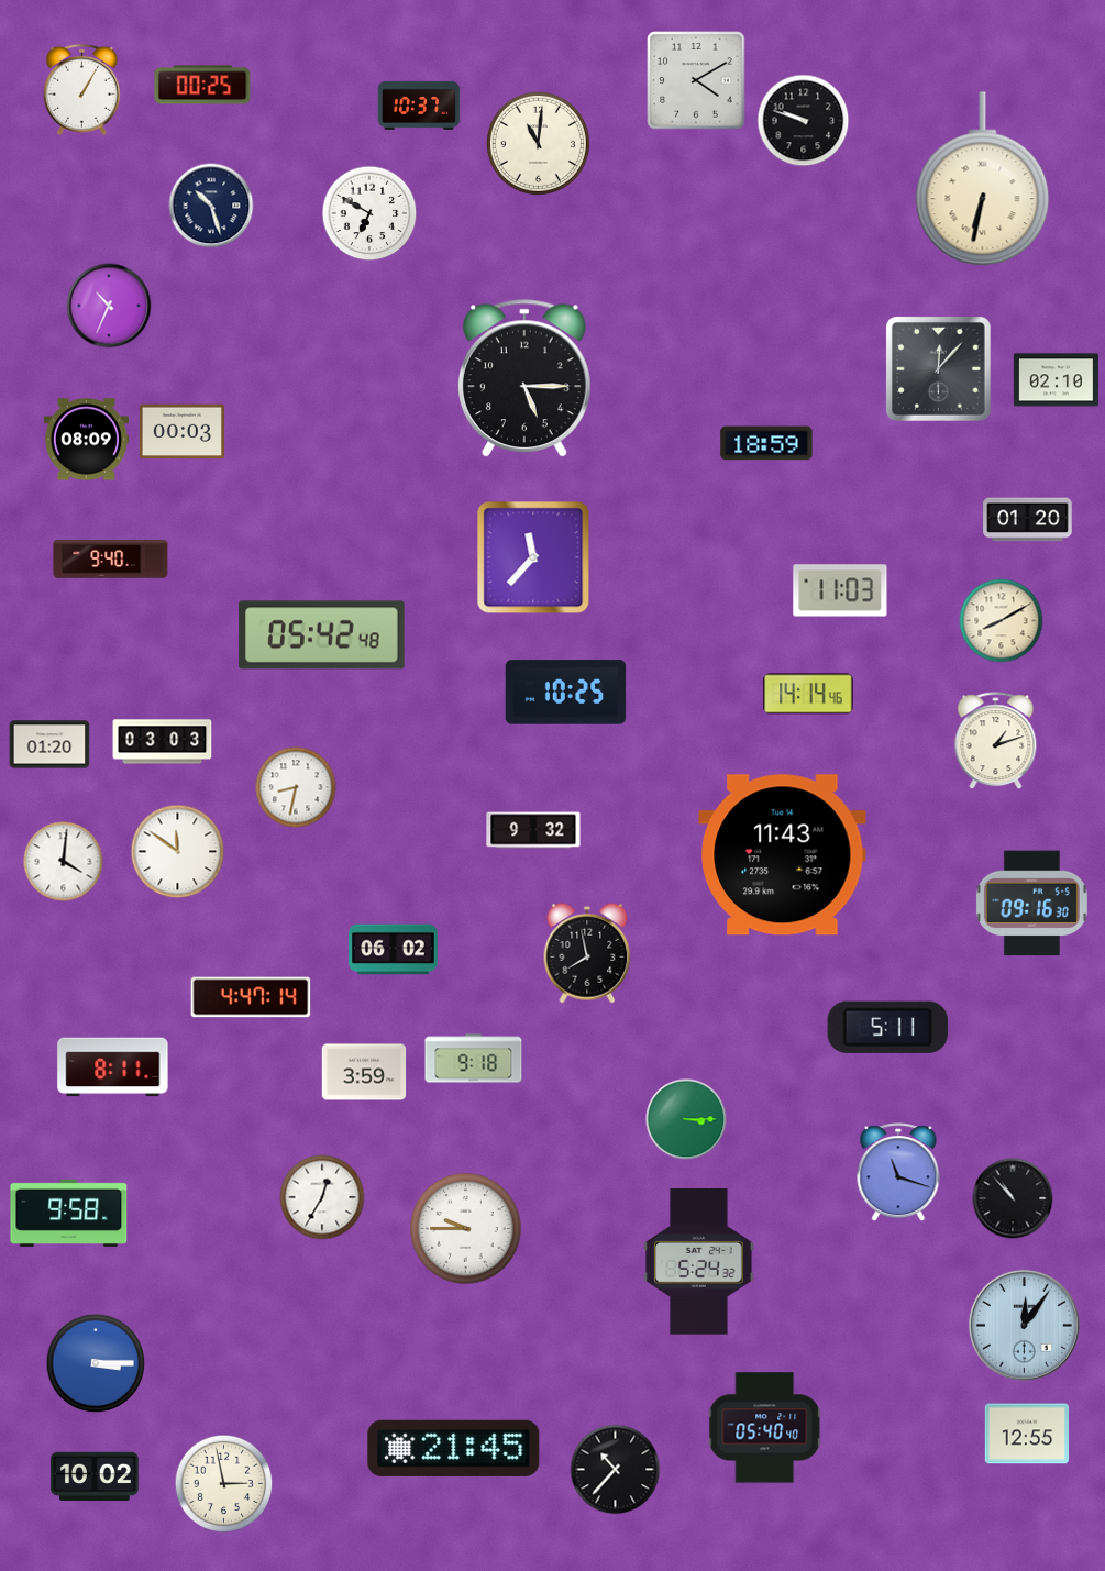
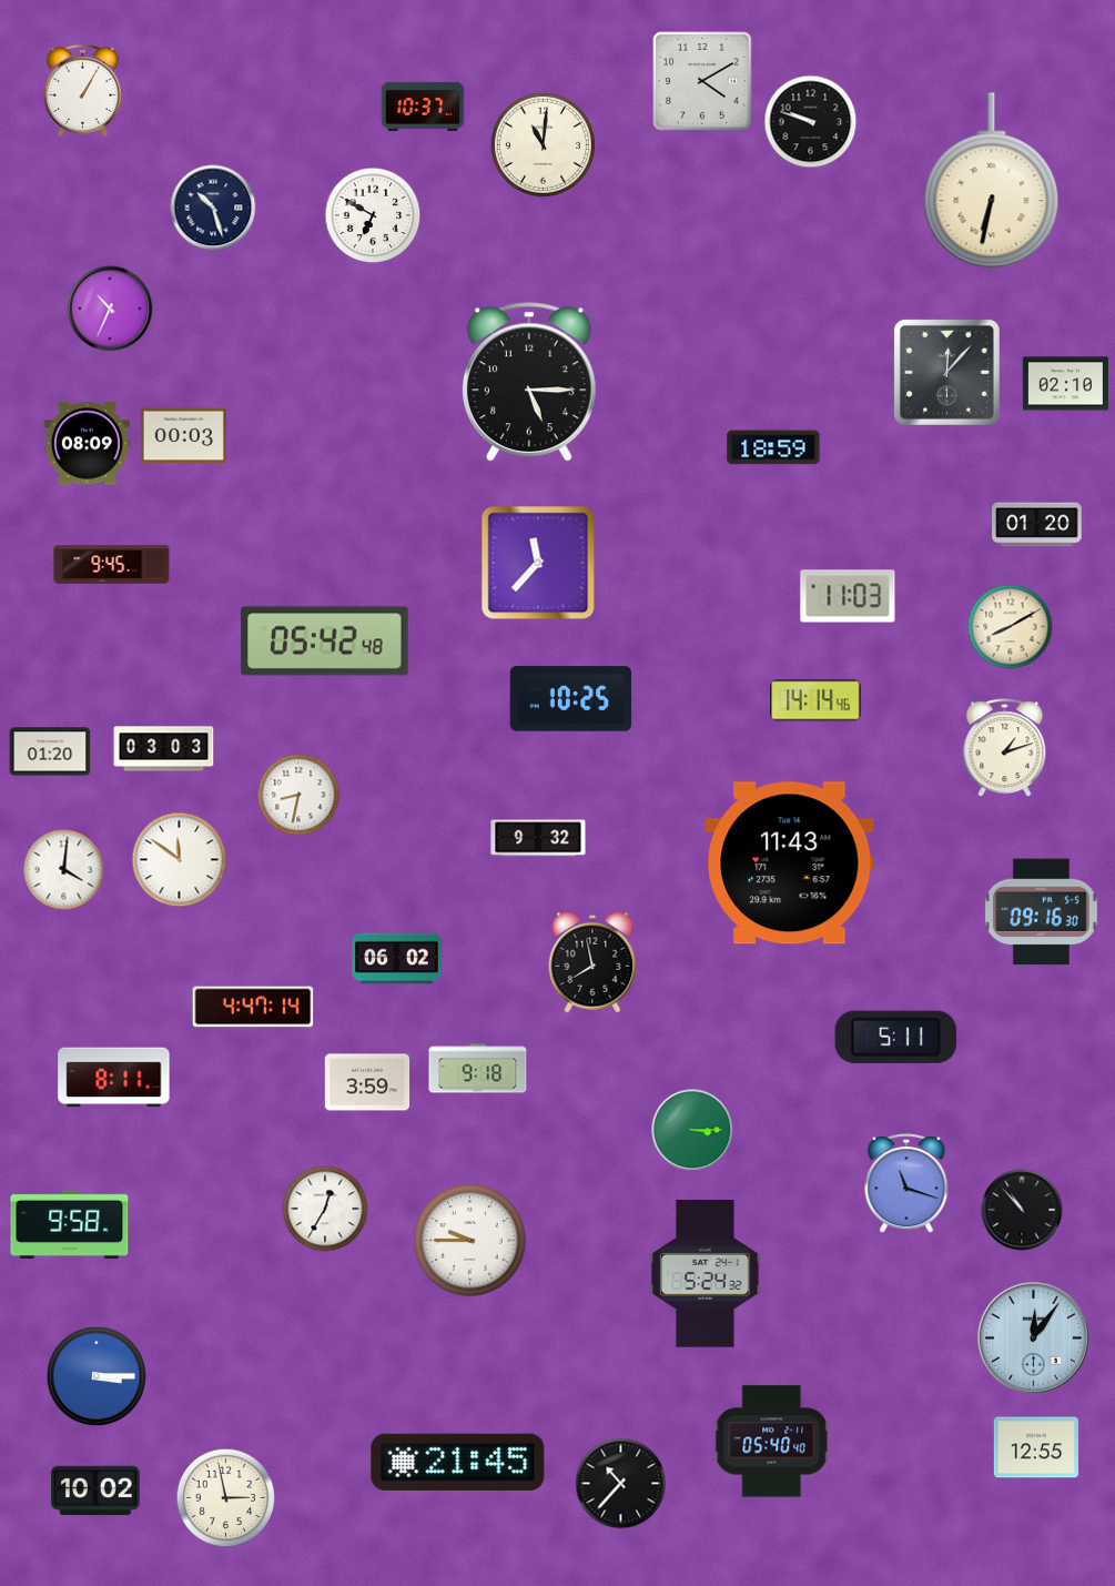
clock at (202, 85): 00:25 -> none
clock at (111, 560): 9:40 -> 9:45
